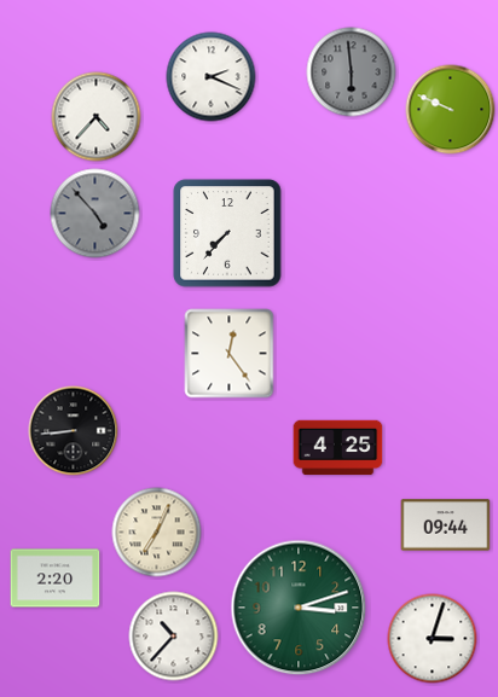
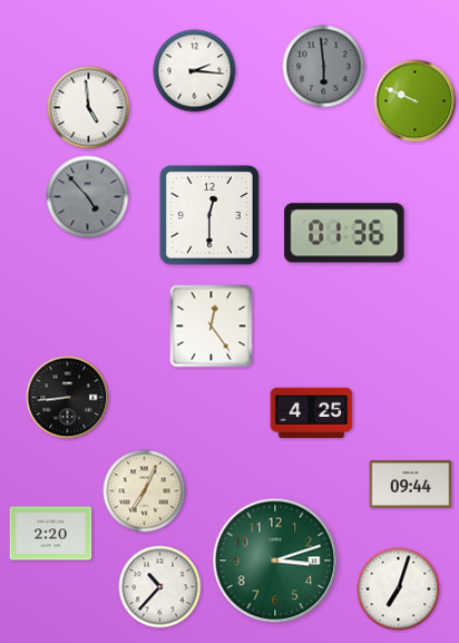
clock at (212, 77): 2:19 -> 2:16
clock at (97, 117): 4:37 -> 4:59
clock at (227, 233): 7:37 -> 12:30
clock at (344, 233): none -> 01:36
clock at (433, 639): 3:03 -> 7:03
